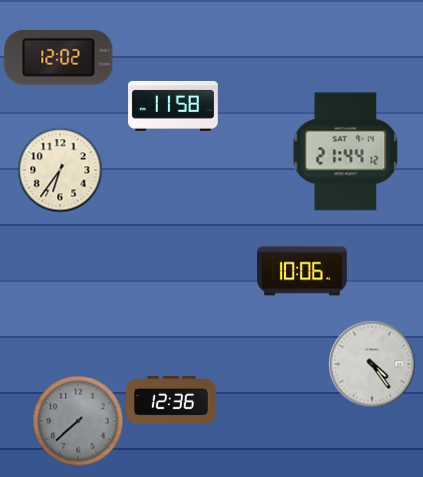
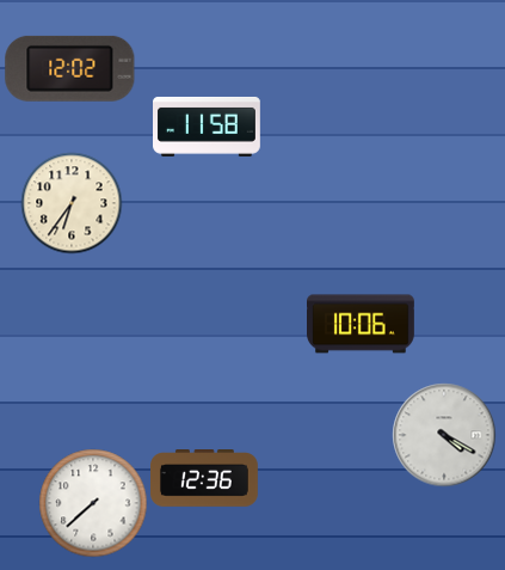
clock at (346, 152): 21:44 -> none
clock at (372, 364): 4:24 -> 4:20
clock at (78, 421) dial: grey -> white
